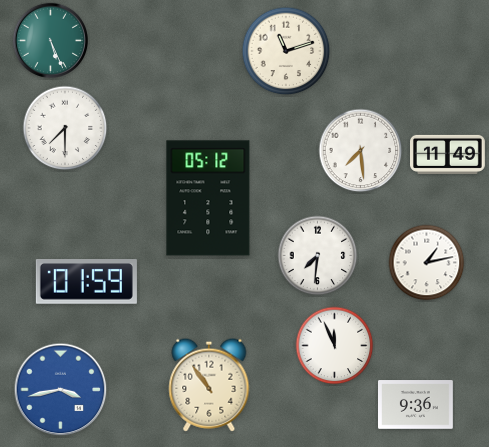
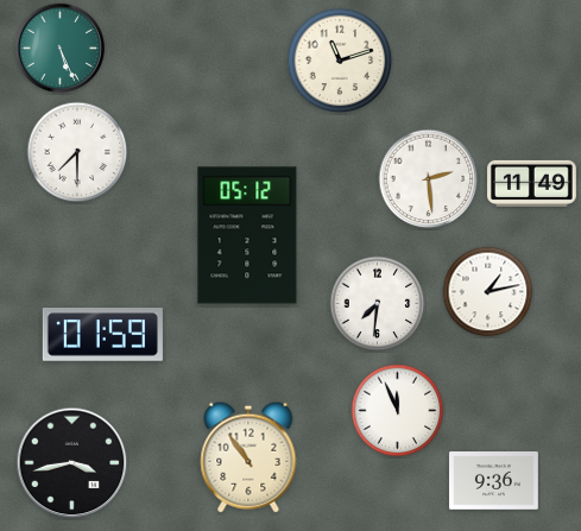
clock at (361, 151): 7:29 -> 2:29
clock at (427, 263) position: (427, 263) -> (488, 292)
clock at (61, 390) dial: blue -> black
